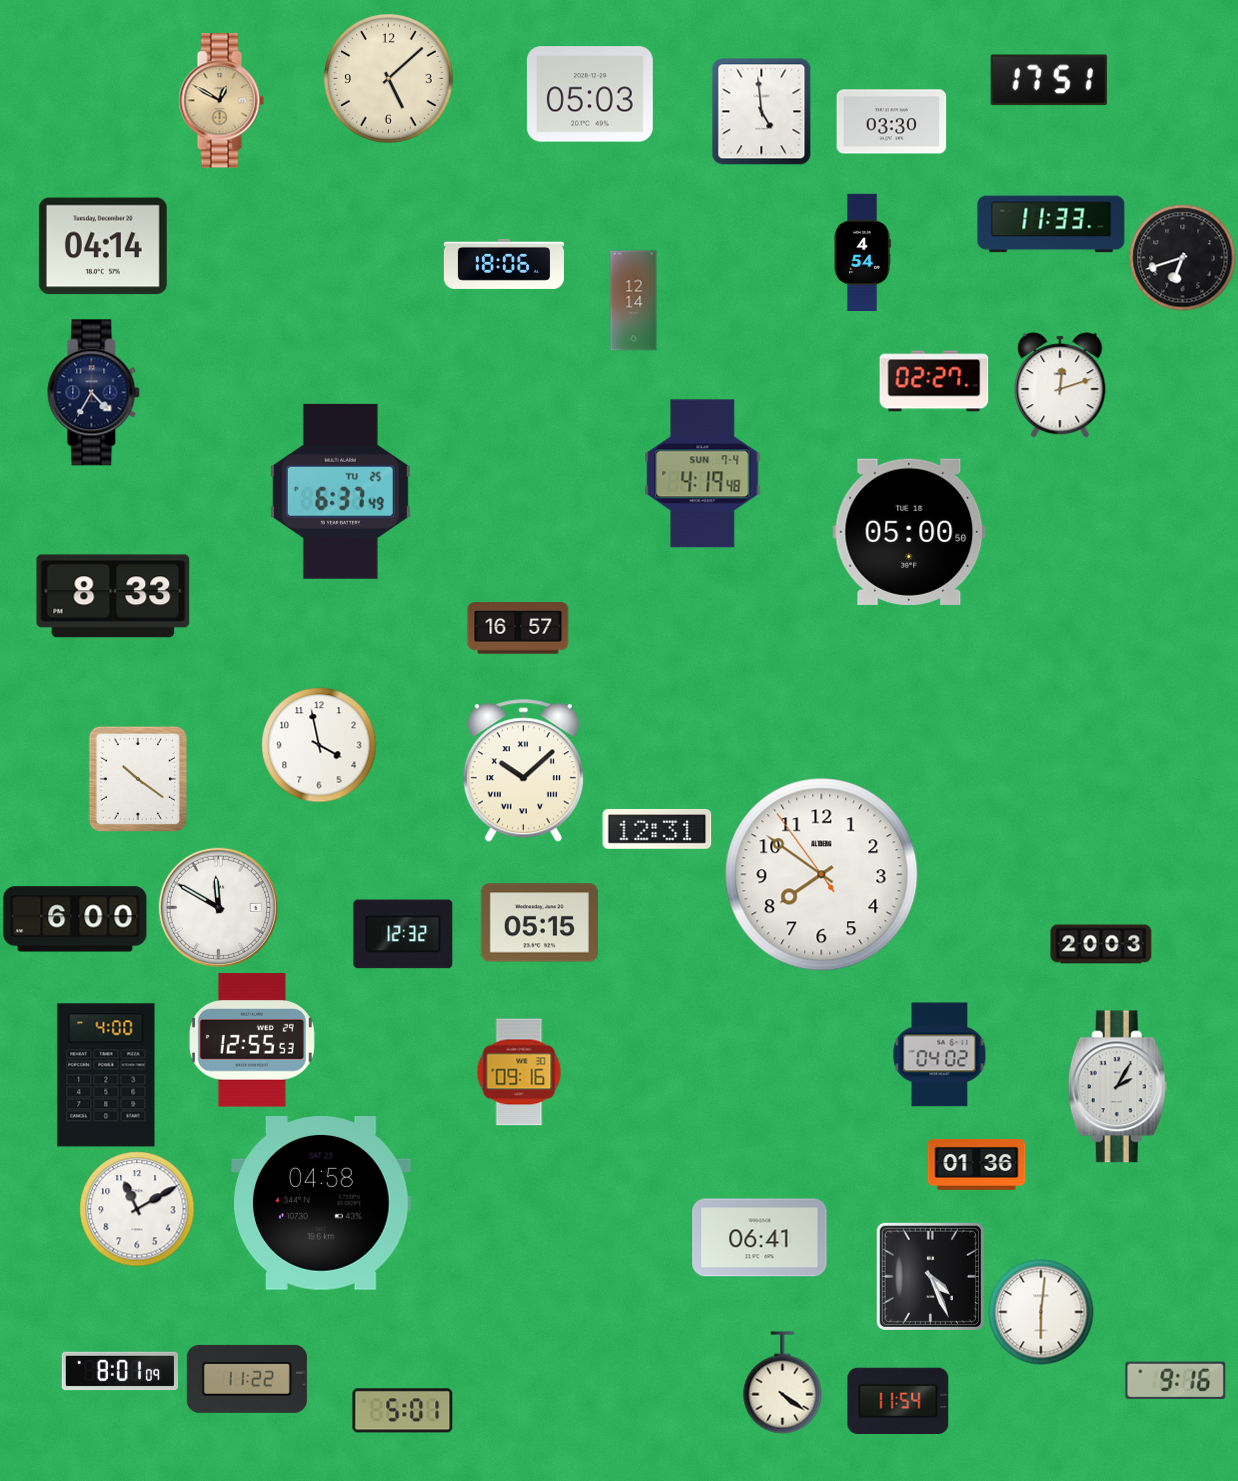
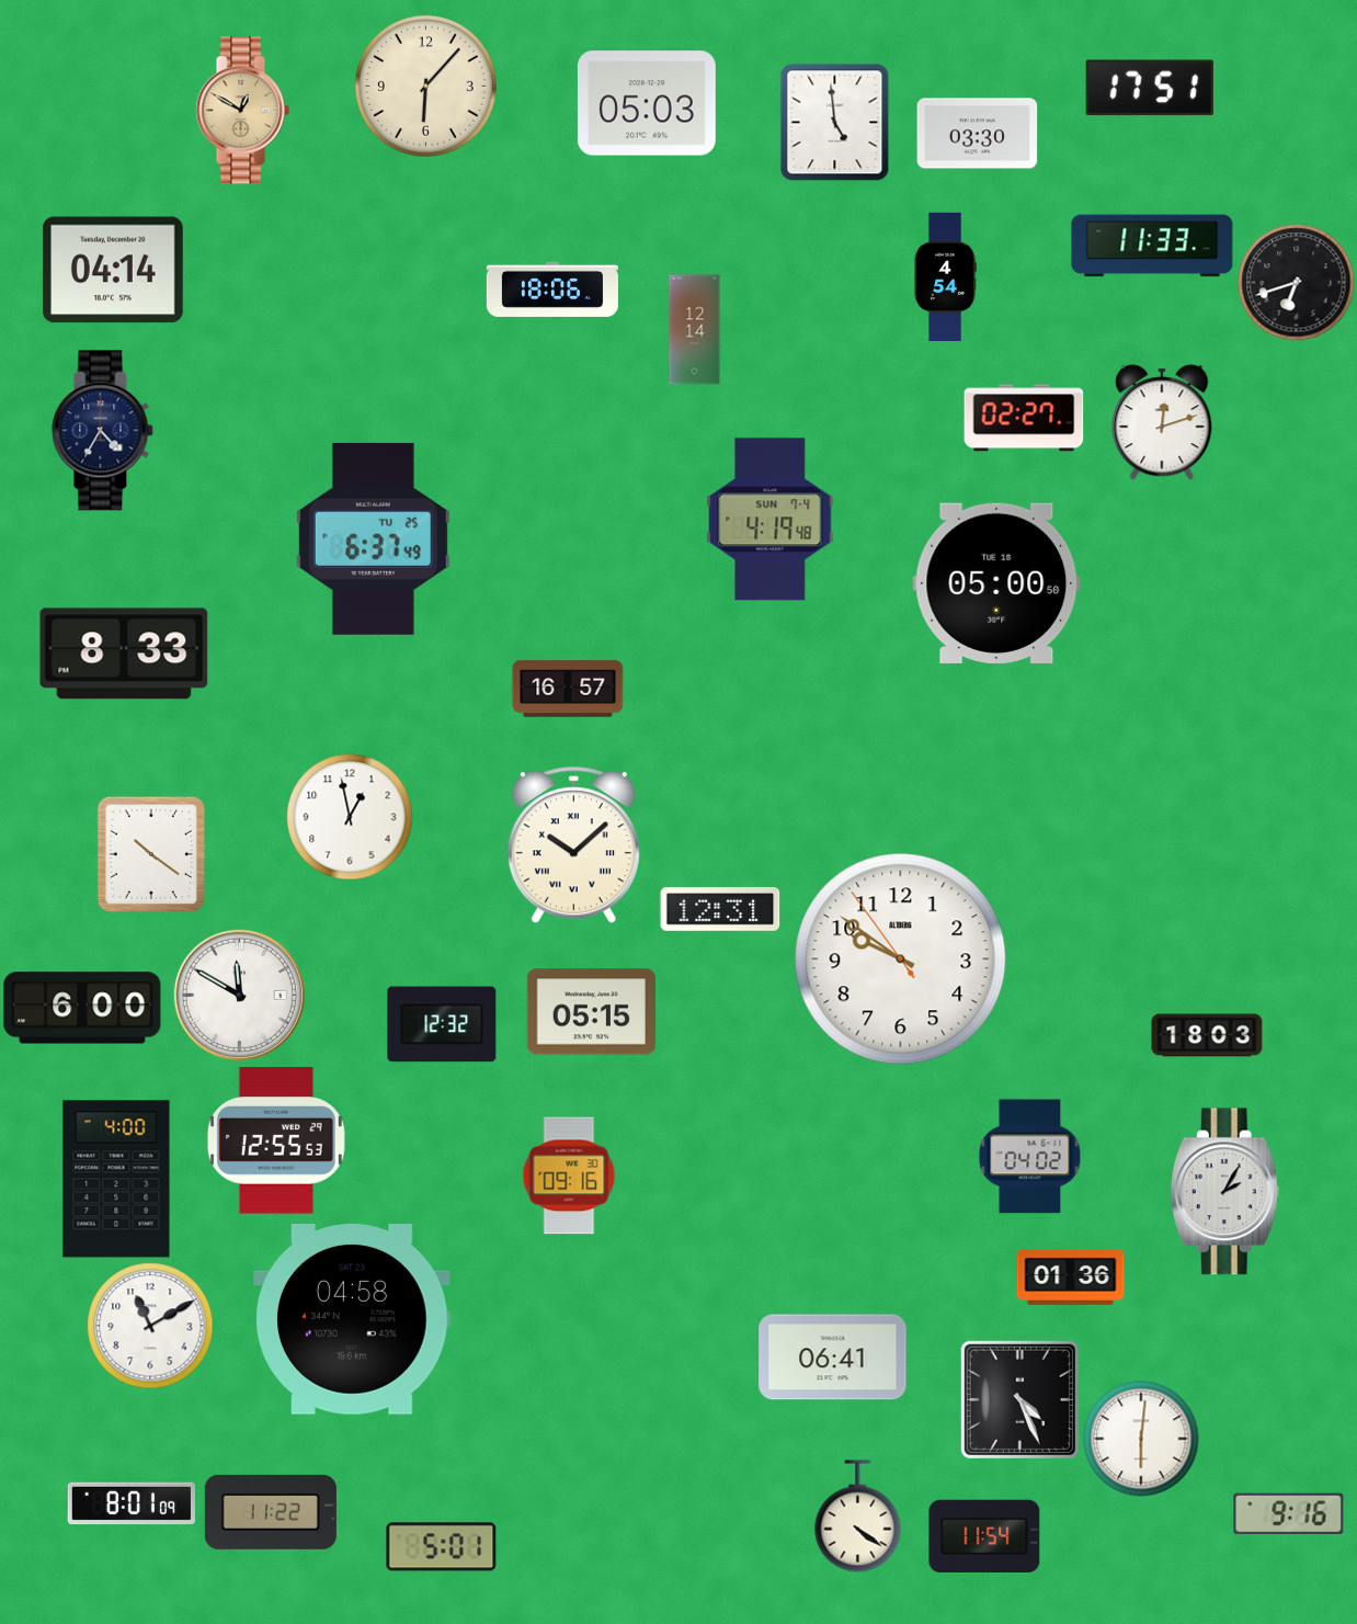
clock at (389, 79): 5:08 -> 6:07
clock at (319, 745): 3:58 -> 12:58
clock at (822, 875): 7:50 -> 9:50
clock at (1101, 944): 20:03 -> 18:03
